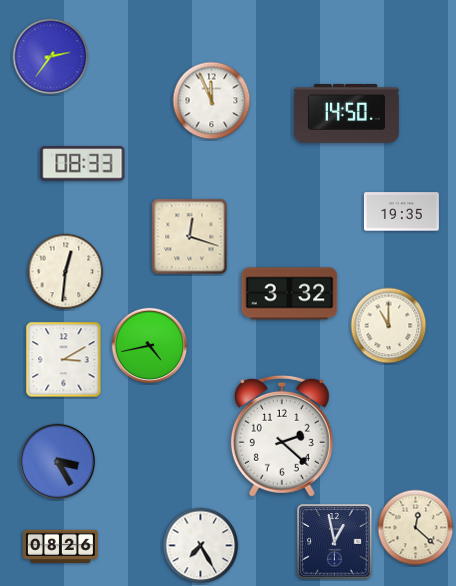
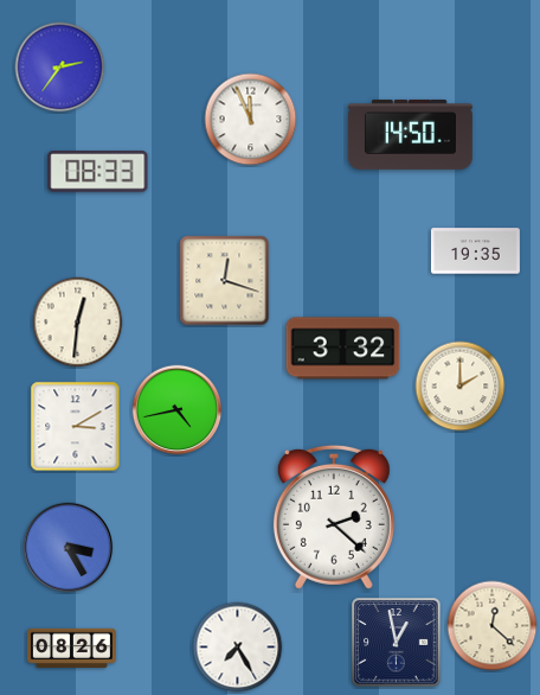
clock at (83, 164) position: (83, 164) -> (98, 172)
clock at (389, 326): 11:00 -> 2:00
